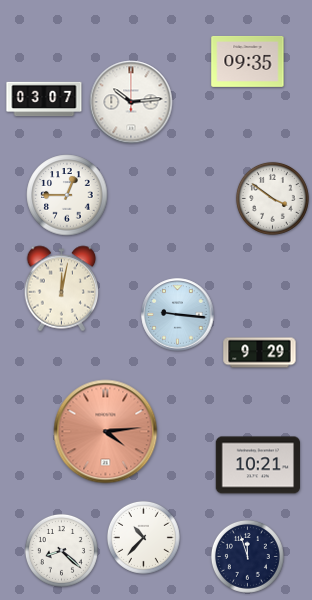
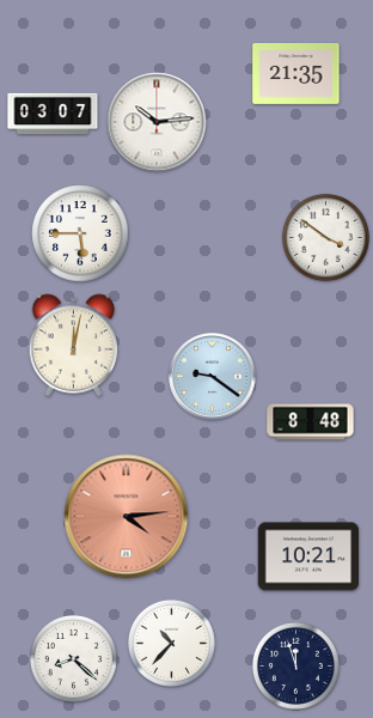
clock at (248, 61): 09:35 -> 21:35
clock at (44, 99) position: (44, 99) -> (53, 114)
clock at (67, 195): 12:45 -> 5:45
clock at (178, 315): 9:16 -> 9:21
clock at (260, 353): 9:29 -> 8:48
